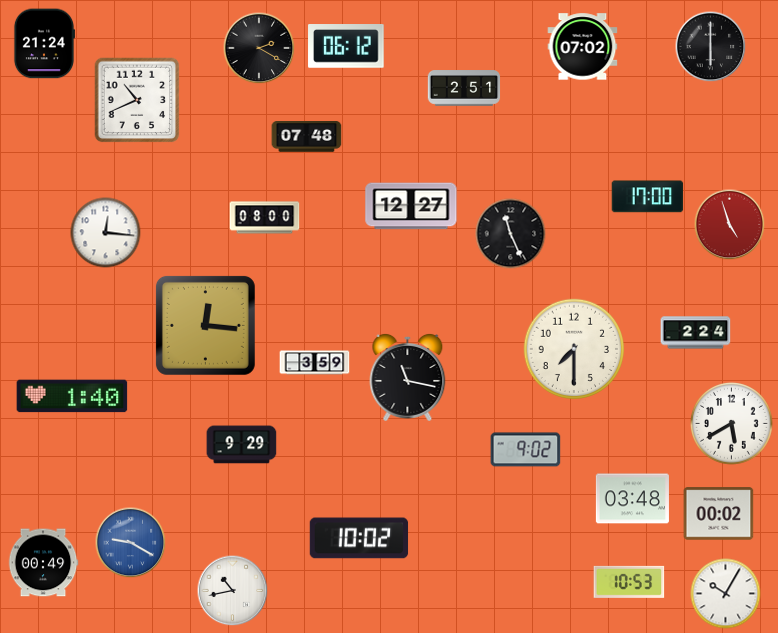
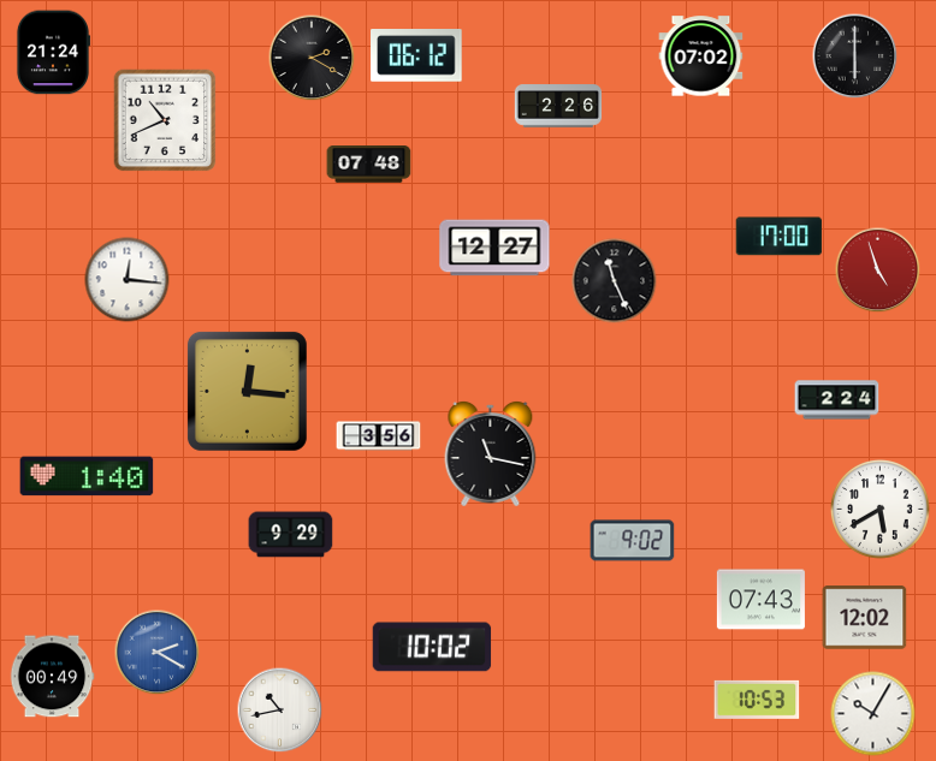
clock at (464, 88): 2:51 -> 2:26
clock at (265, 218): 08:00 -> none
clock at (574, 349): 7:30 -> none
clock at (315, 363): 3:59 -> 3:56
clock at (632, 499): 03:48 -> 07:43
clock at (719, 514): 00:02 -> 12:02
clock at (131, 543): 9:20 -> 2:20
